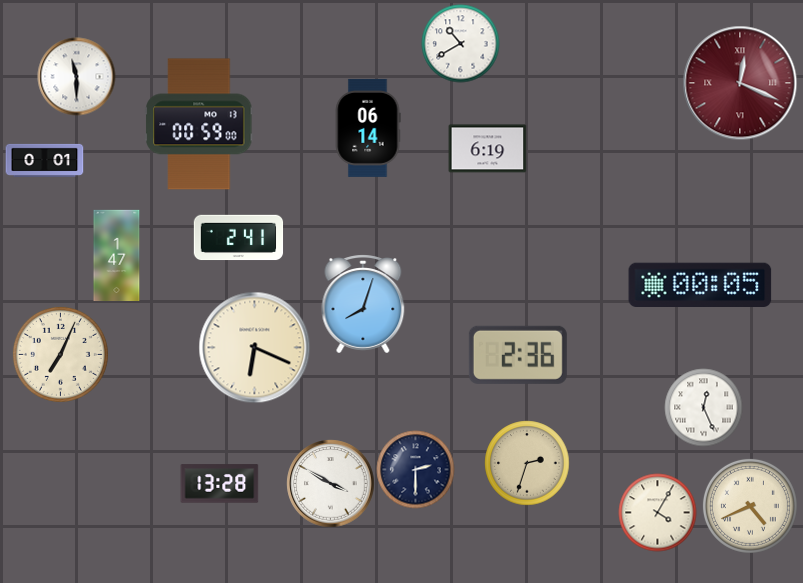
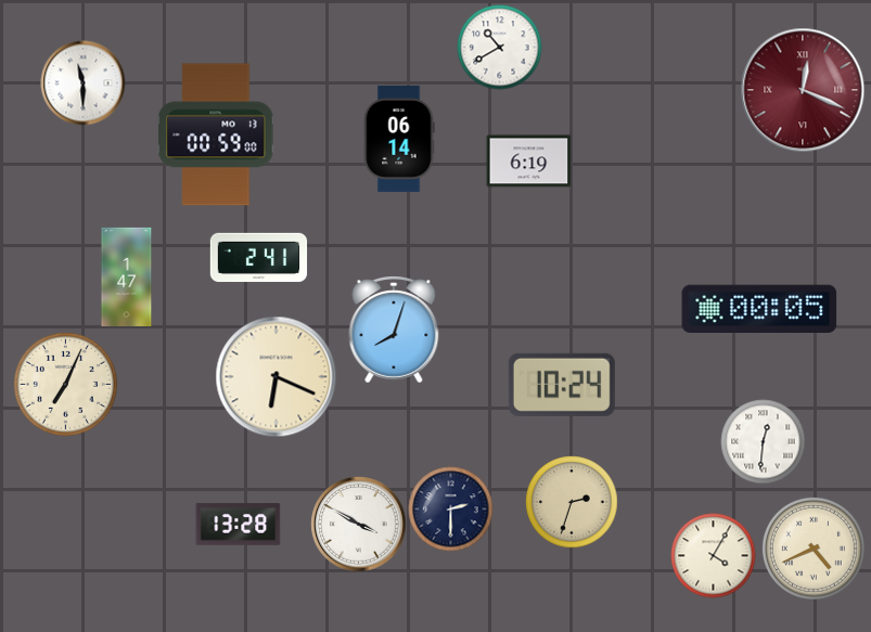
clock at (44, 160): 0:01 -> none
clock at (518, 355): 2:36 -> 10:24
clock at (703, 407): 12:26 -> 12:31
